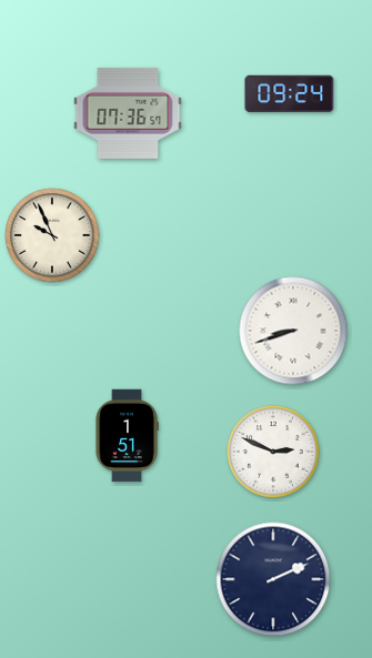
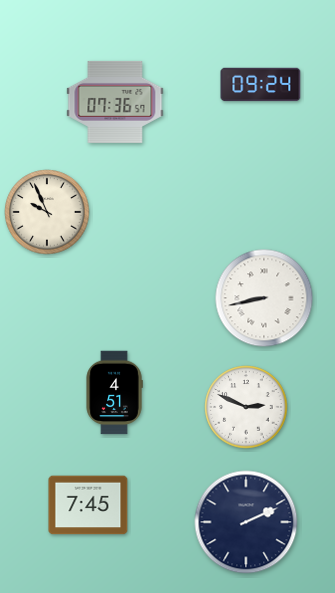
clock at (293, 331): 8:42 -> 8:43
clock at (127, 436): 1:51 -> 4:51
clock at (88, 505): none -> 7:45
